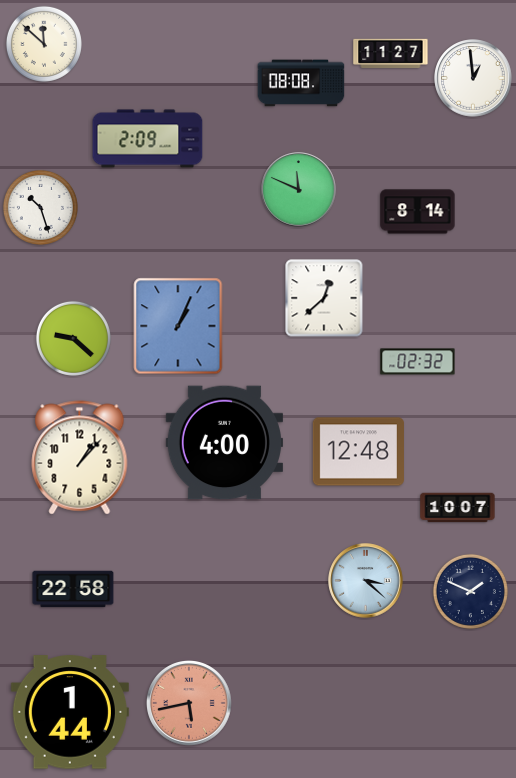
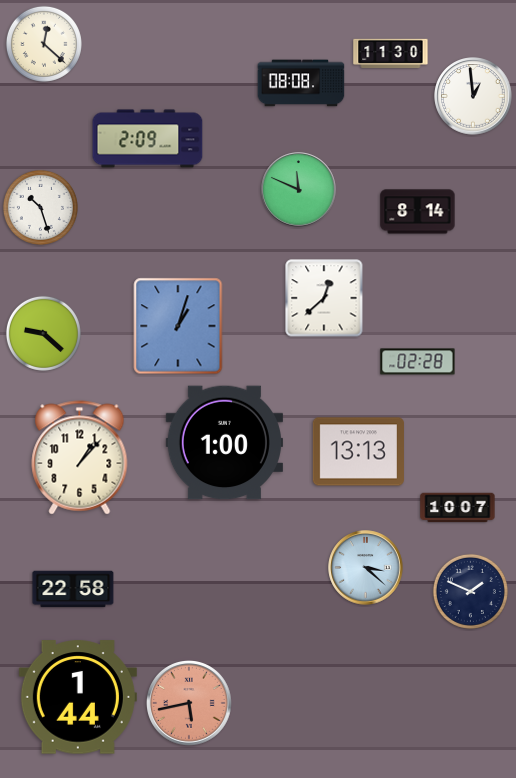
clock at (44, 44): 11:52 -> 12:22
clock at (391, 53): 11:27 -> 11:30
clock at (473, 78) position: (473, 78) -> (473, 96)
clock at (178, 326): 1:04 -> 1:03
clock at (73, 338) position: (73, 338) -> (43, 333)
clock at (418, 362): 02:32 -> 02:28
clock at (224, 443): 4:00 -> 1:00
clock at (358, 452): 12:48 -> 13:13
clock at (366, 581) position: (366, 581) -> (366, 568)
clock at (70, 712) position: (70, 712) -> (78, 697)
